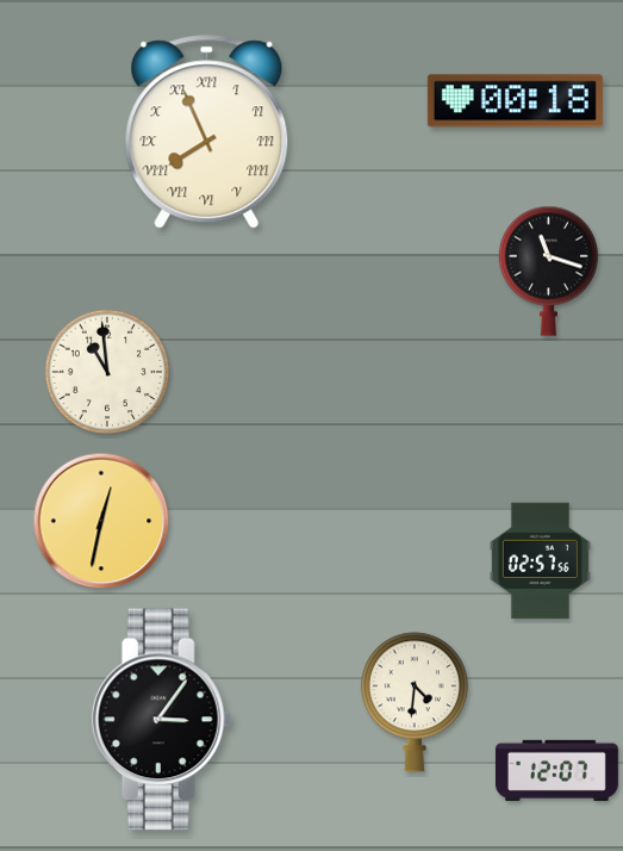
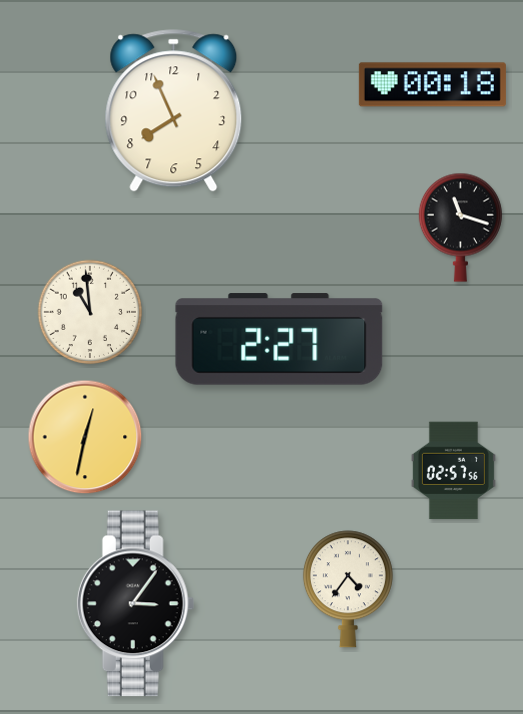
clock at (207, 132) numerals: Roman -> Arabic
clock at (279, 339): none -> 2:27
clock at (415, 702): 4:31 -> 4:36
clock at (556, 770): 12:07 -> none
